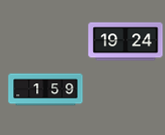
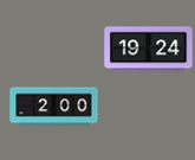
clock at (46, 90): 1:59 -> 2:00
